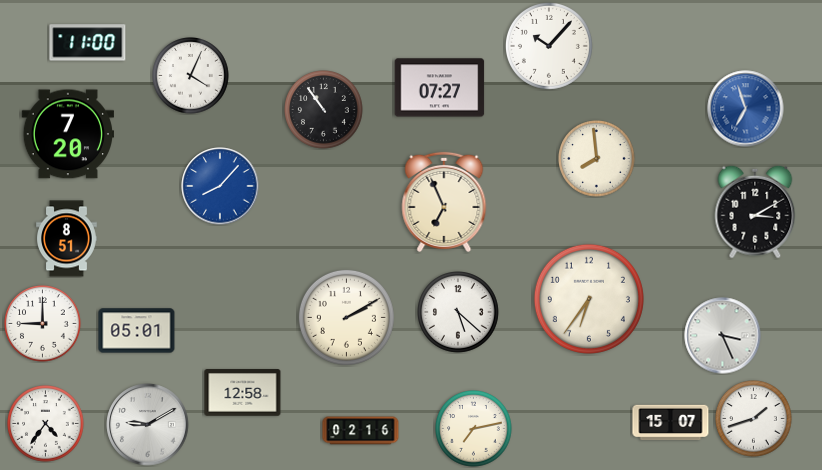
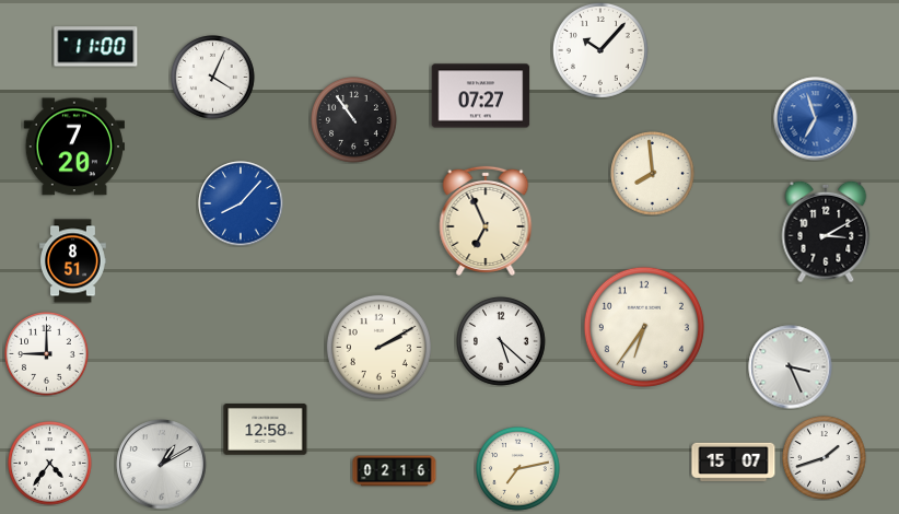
clock at (191, 76) position: (191, 76) -> (213, 78)
clock at (137, 331): 05:01 -> none
clock at (148, 425): 9:10 -> 1:10
